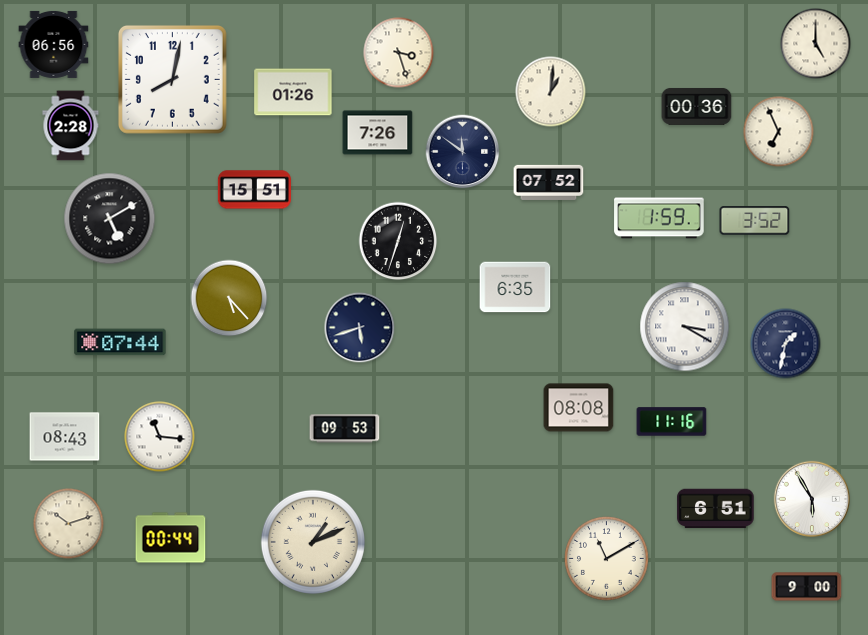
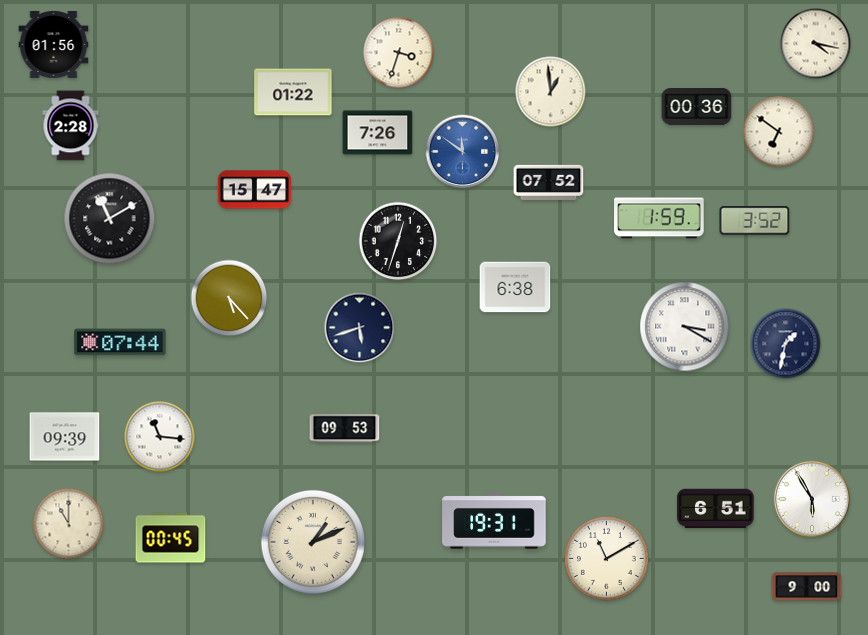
clock at (54, 44): 06:56 -> 01:56
clock at (816, 44): 5:00 -> 4:17
clock at (399, 53): 3:27 -> 3:33
clock at (172, 79): 8:02 -> none
clock at (293, 92): 01:26 -> 01:22
clock at (551, 92): 1:01 -> 12:59
clock at (779, 132): 6:56 -> 6:51
clock at (463, 152) dial: navy -> blue
clock at (254, 190): 15:51 -> 15:47
clock at (110, 219): 5:10 -> 11:10
clock at (515, 287): 6:35 -> 6:38
clock at (579, 408): 08:08 -> none
clock at (672, 422): 11:16 -> none
clock at (65, 437): 08:43 -> 09:39
clock at (494, 521): none -> 19:31
clock at (69, 524): 10:12 -> 11:00
clock at (171, 538): 00:44 -> 00:45
